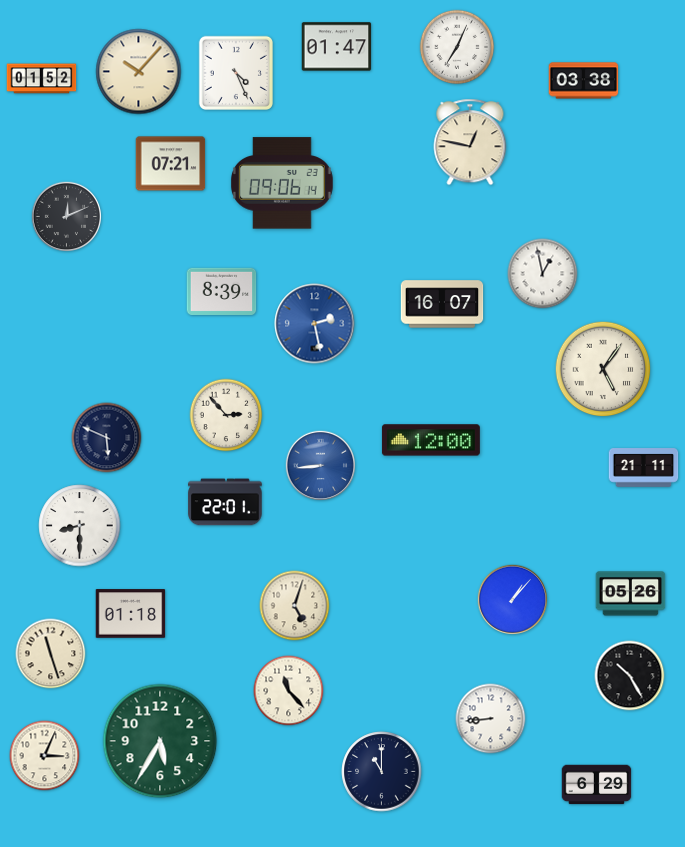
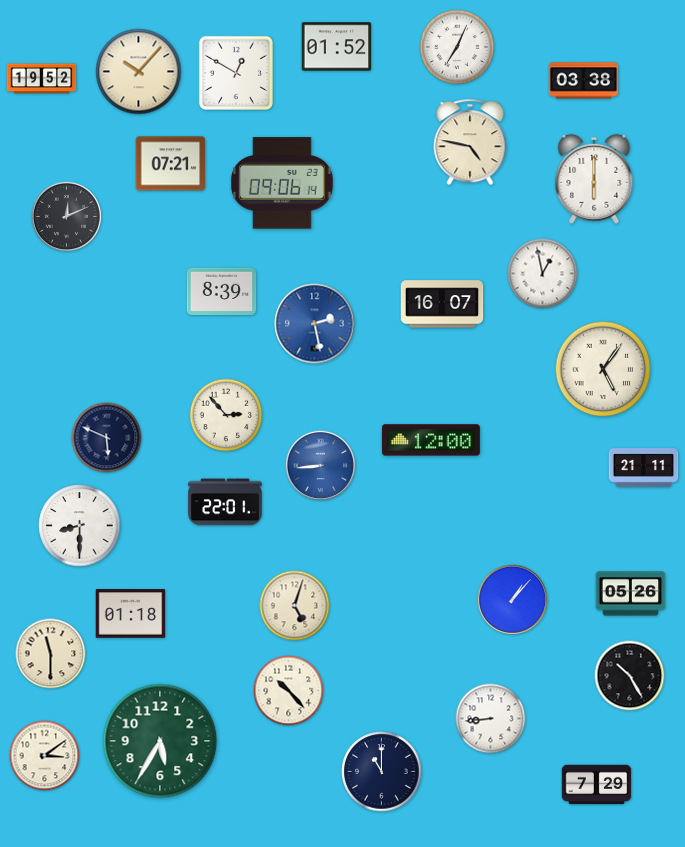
clock at (337, 47): 01:47 -> 01:52
clock at (236, 73): 4:26 -> 12:50
clock at (42, 79): 01:52 -> 19:52
clock at (470, 142): 12:47 -> 4:47
clock at (594, 179): none -> 6:00
clock at (51, 654): 11:27 -> 11:30
clock at (289, 691): 11:23 -> 10:23
clock at (45, 756): 3:04 -> 3:09
clock at (597, 785): 6:29 -> 7:29
